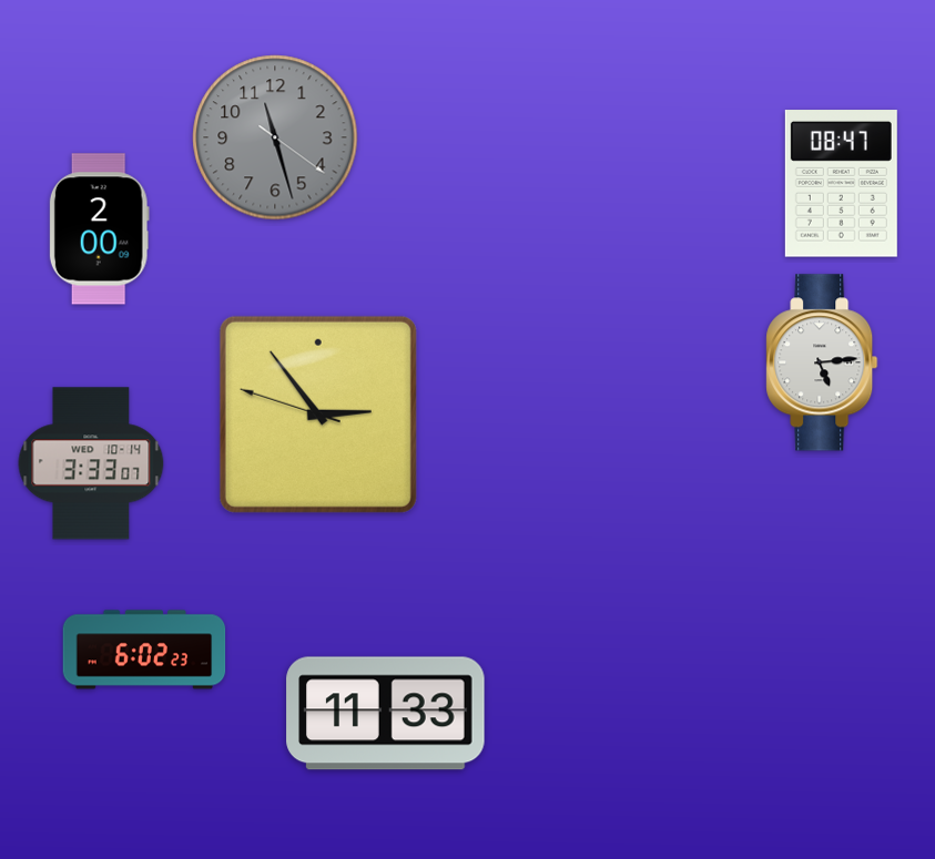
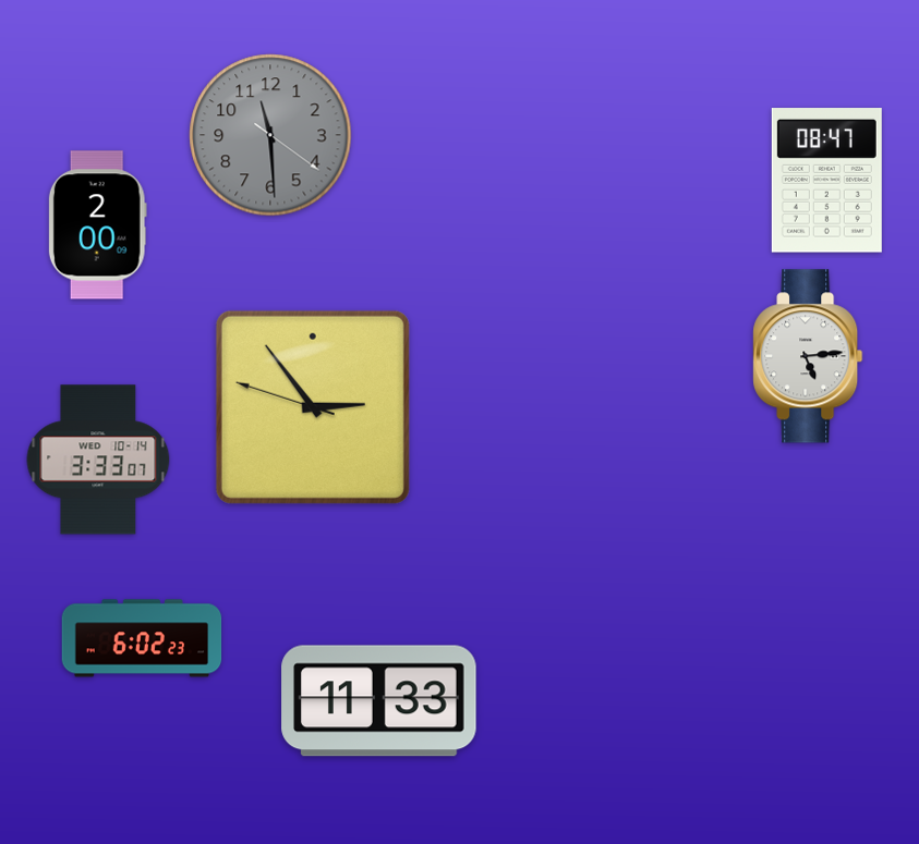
clock at (275, 137): 11:27 -> 11:29
clock at (91, 463) position: (91, 463) -> (98, 460)
